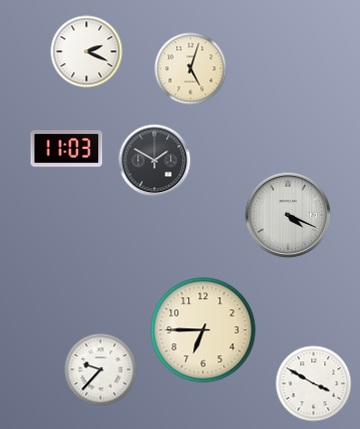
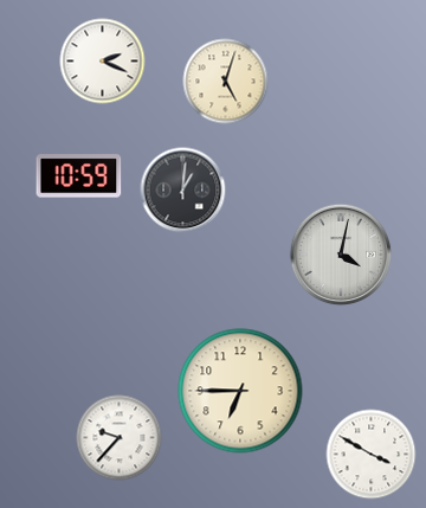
clock at (67, 149): 11:03 -> 10:59
clock at (155, 161): 1:50 -> 1:01
clock at (288, 215): 4:19 -> 4:02
